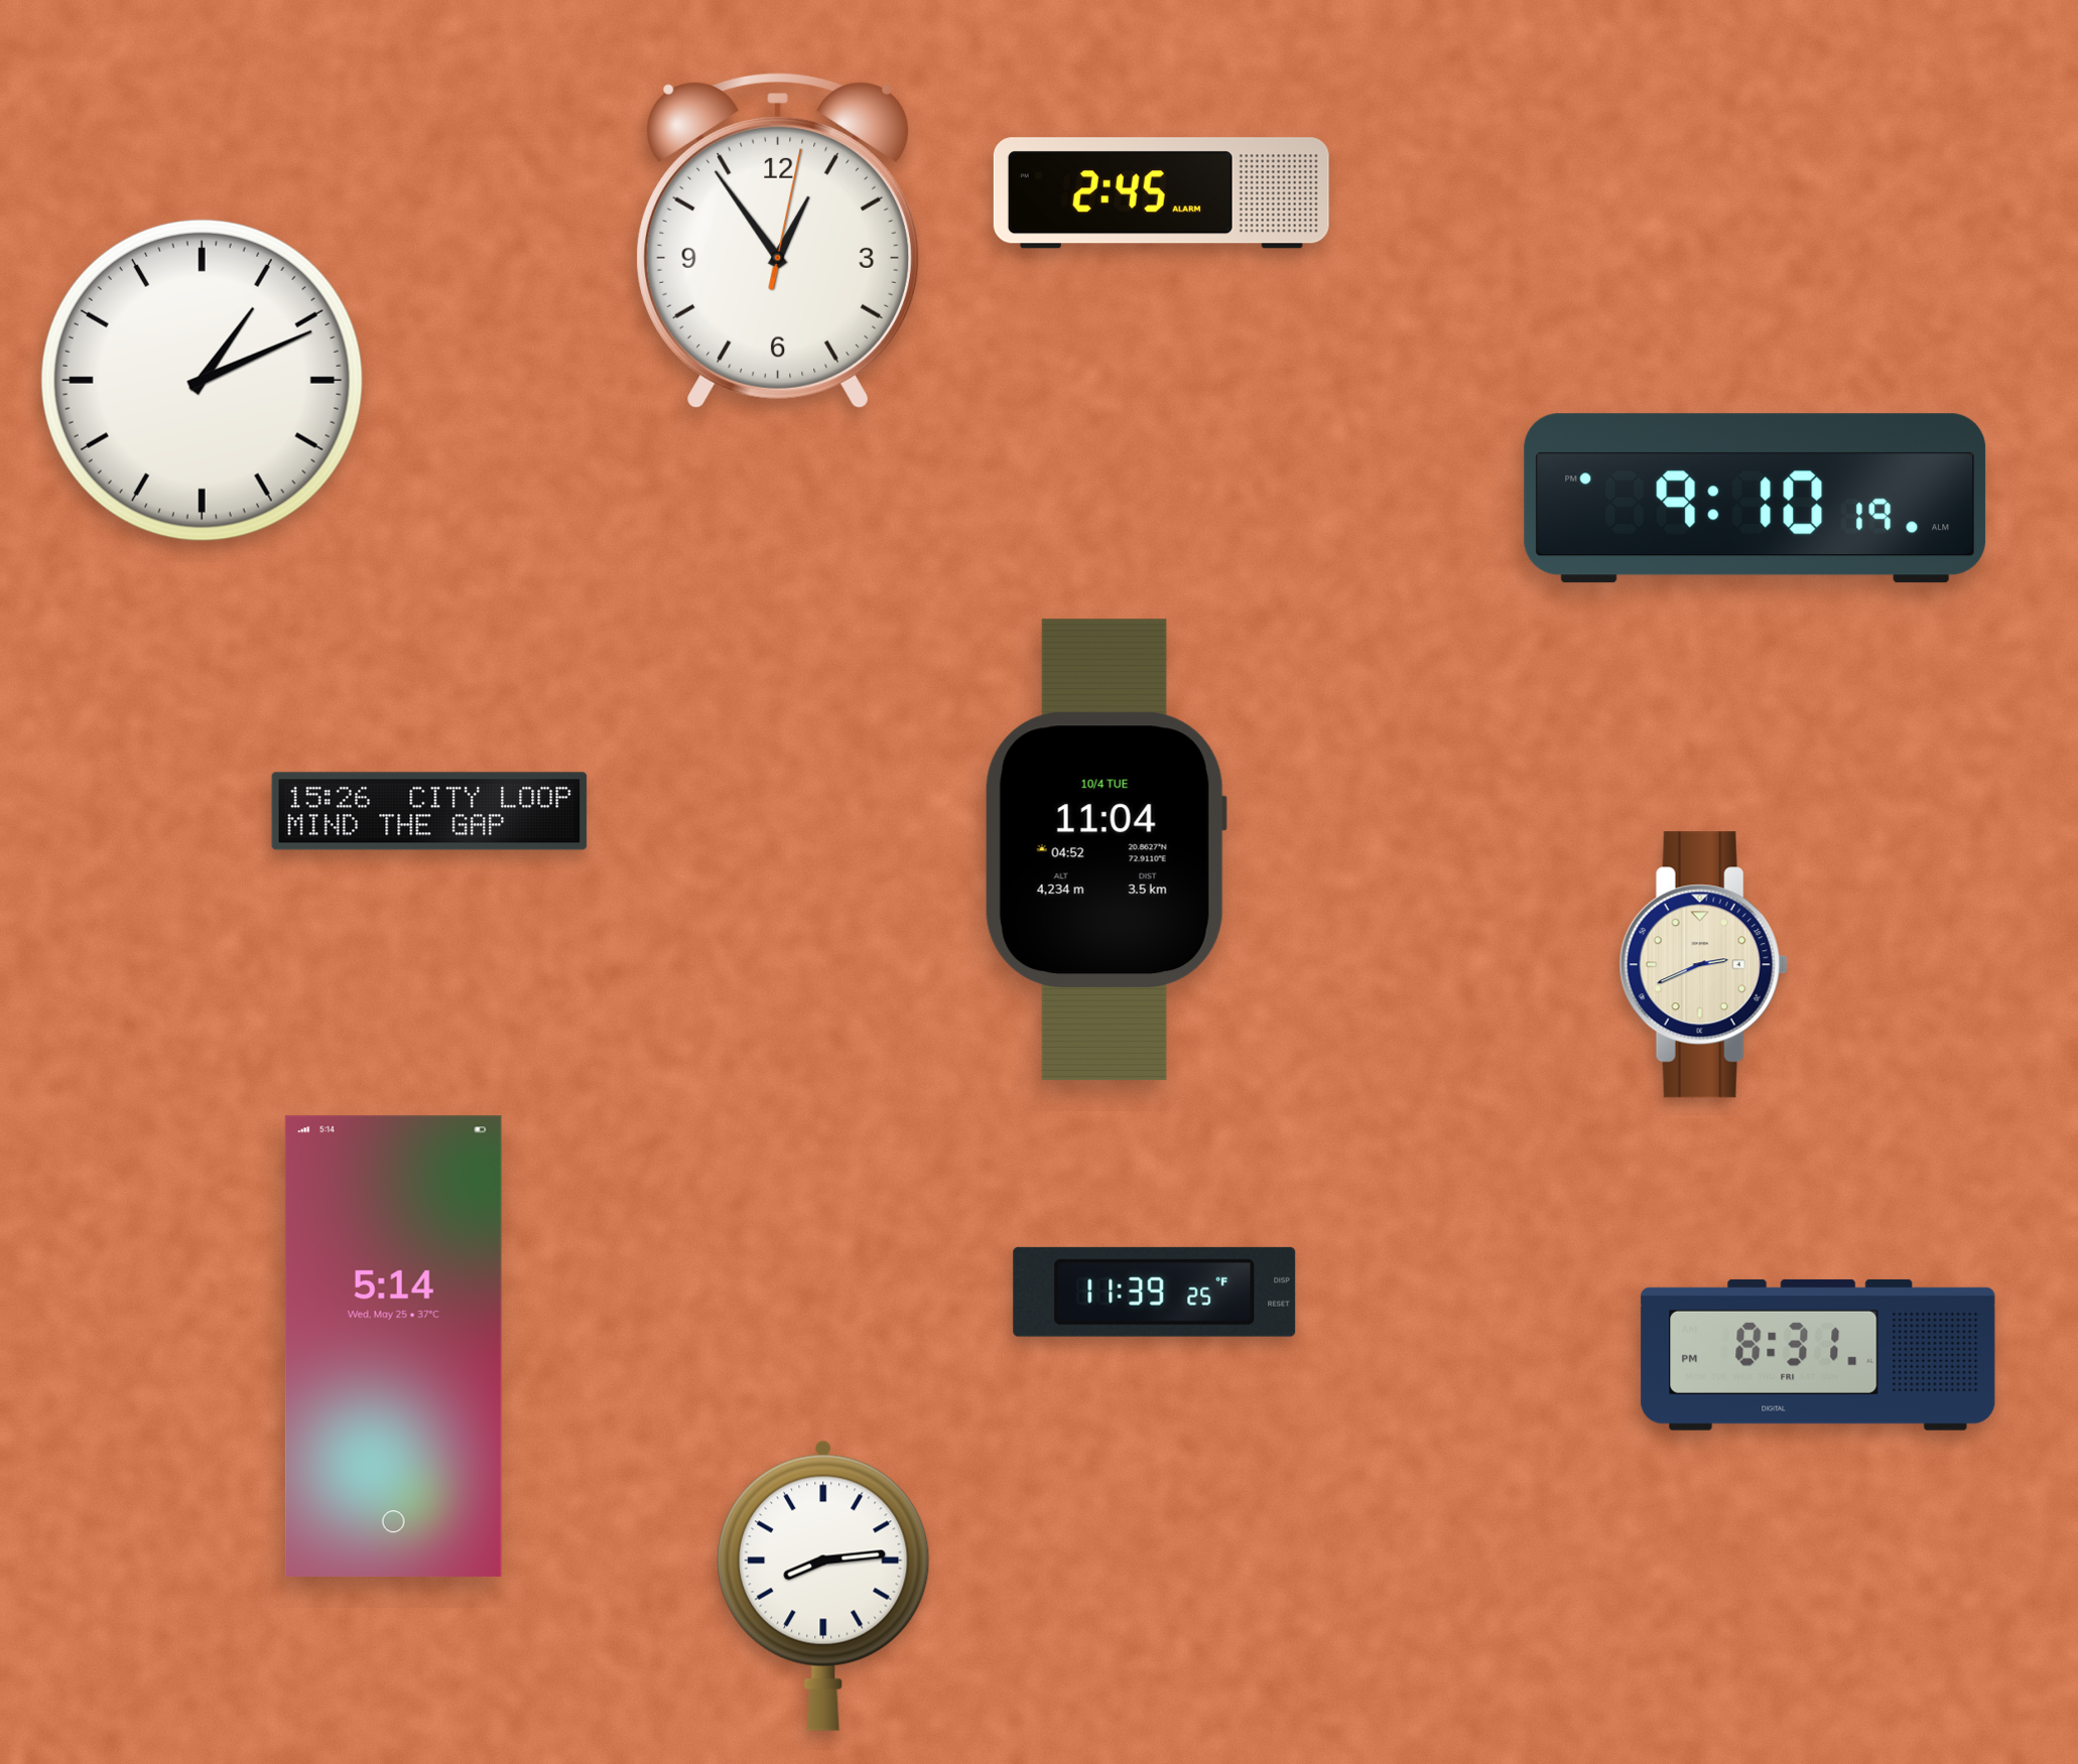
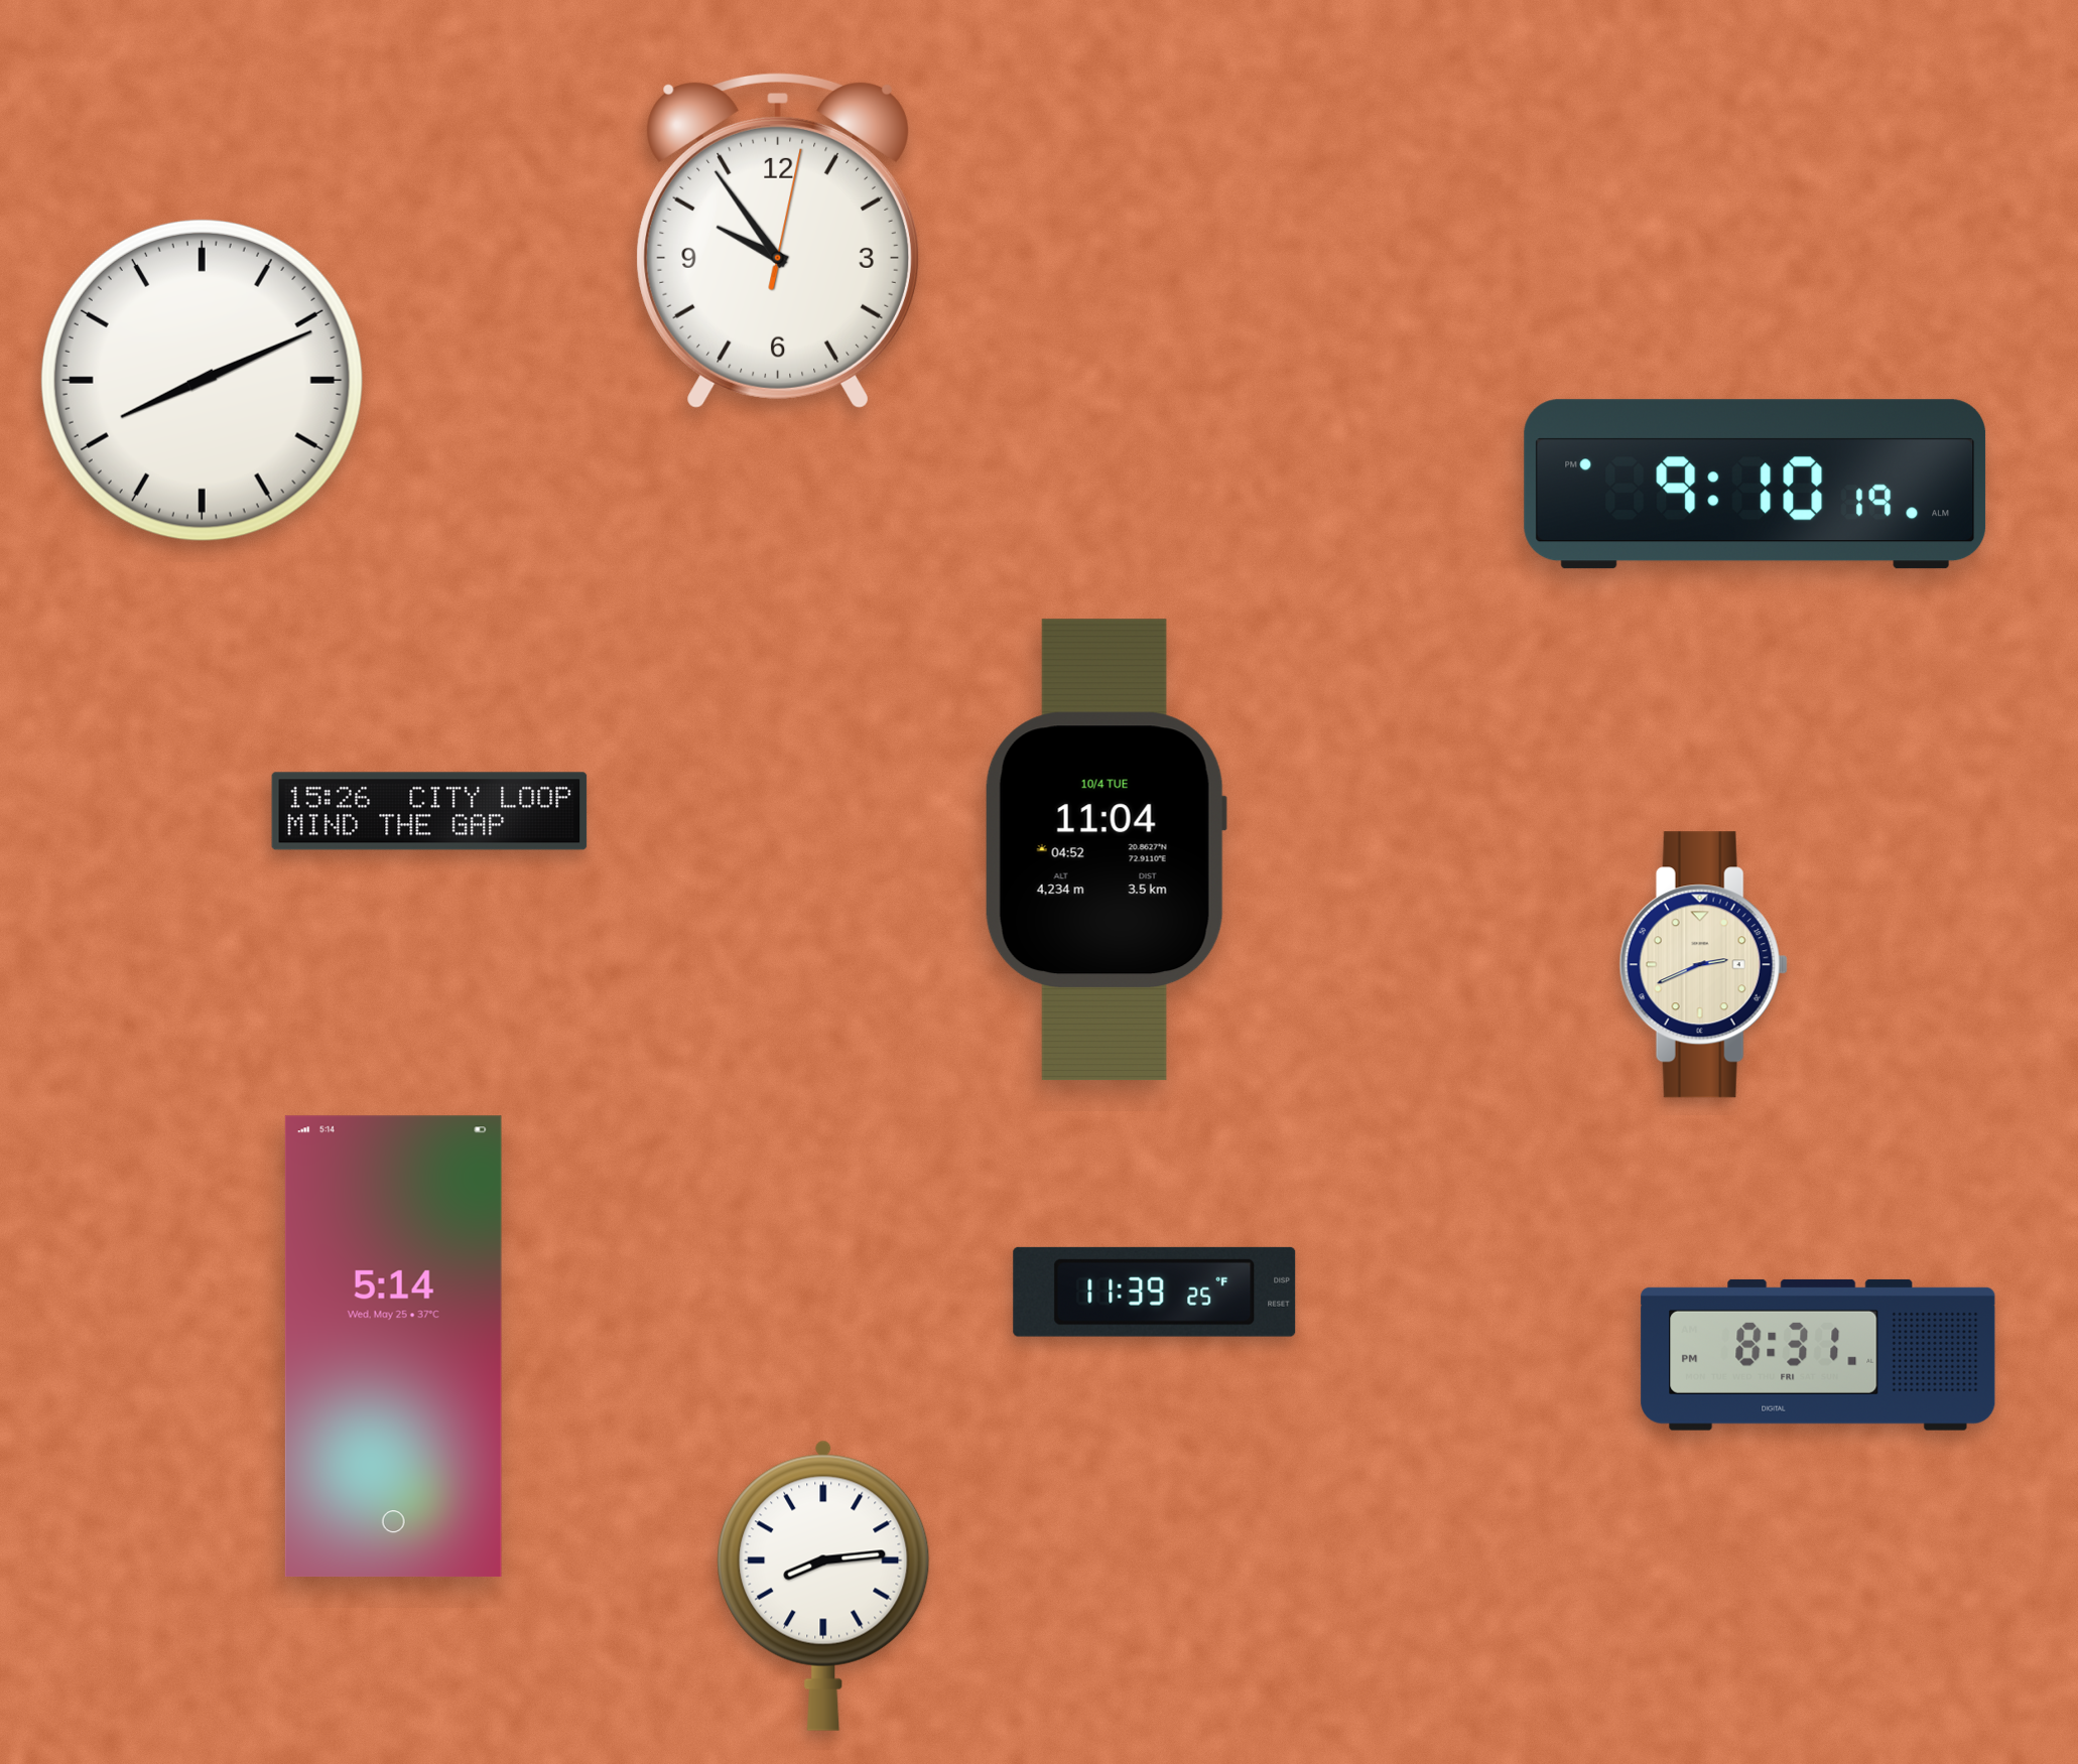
clock at (1161, 193): 2:45 -> none
clock at (777, 240): 12:54 -> 9:54
clock at (202, 380): 1:11 -> 8:11
clock at (1756, 499) position: (1756, 499) -> (1756, 485)
